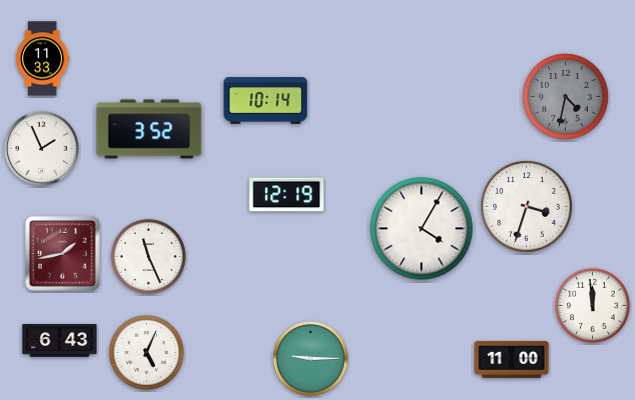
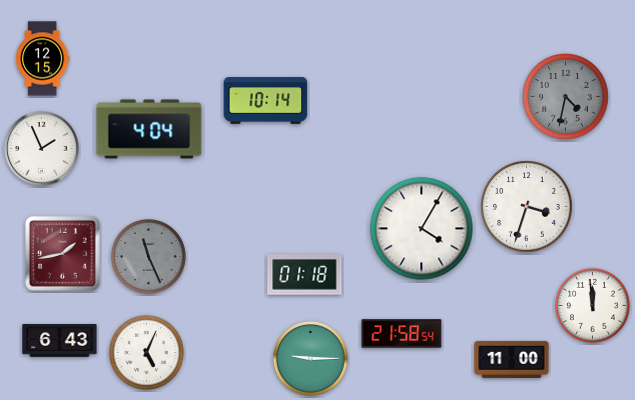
clock at (43, 59): 11:33 -> 12:15
clock at (149, 129): 3:52 -> 4:04
clock at (287, 195): 12:19 -> none
clock at (148, 256) dial: white -> grey
clock at (305, 275): none -> 01:18
clock at (402, 334): none -> 21:58
